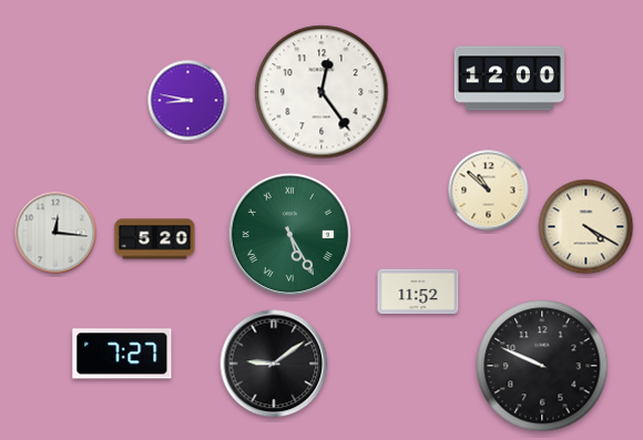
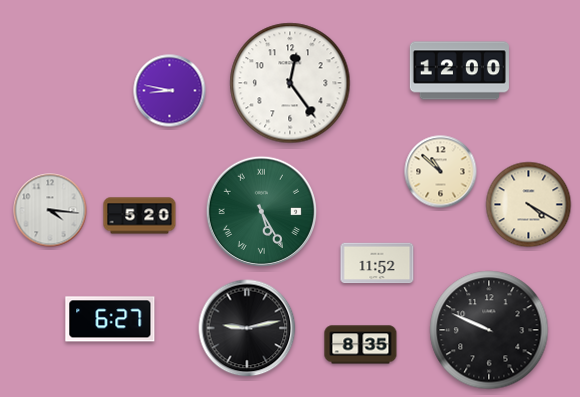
clock at (55, 233): 12:16 -> 4:16
clock at (122, 354): 7:27 -> 6:27
clock at (274, 364): 9:09 -> 9:13
clock at (361, 345): none -> 8:35
